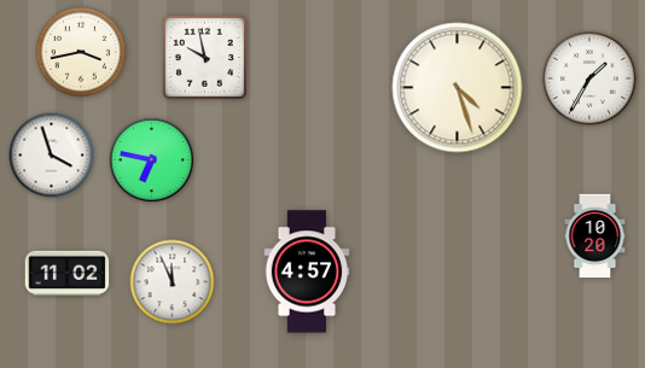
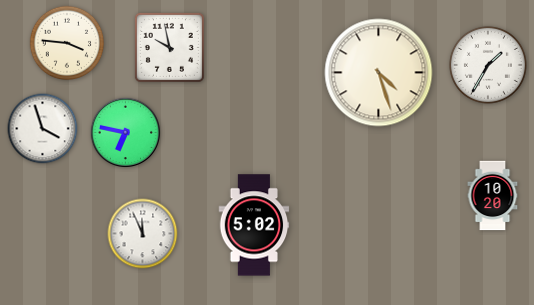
clock at (81, 52): 3:43 -> 3:46
clock at (307, 271): 4:57 -> 5:02
clock at (68, 273): 11:02 -> none
